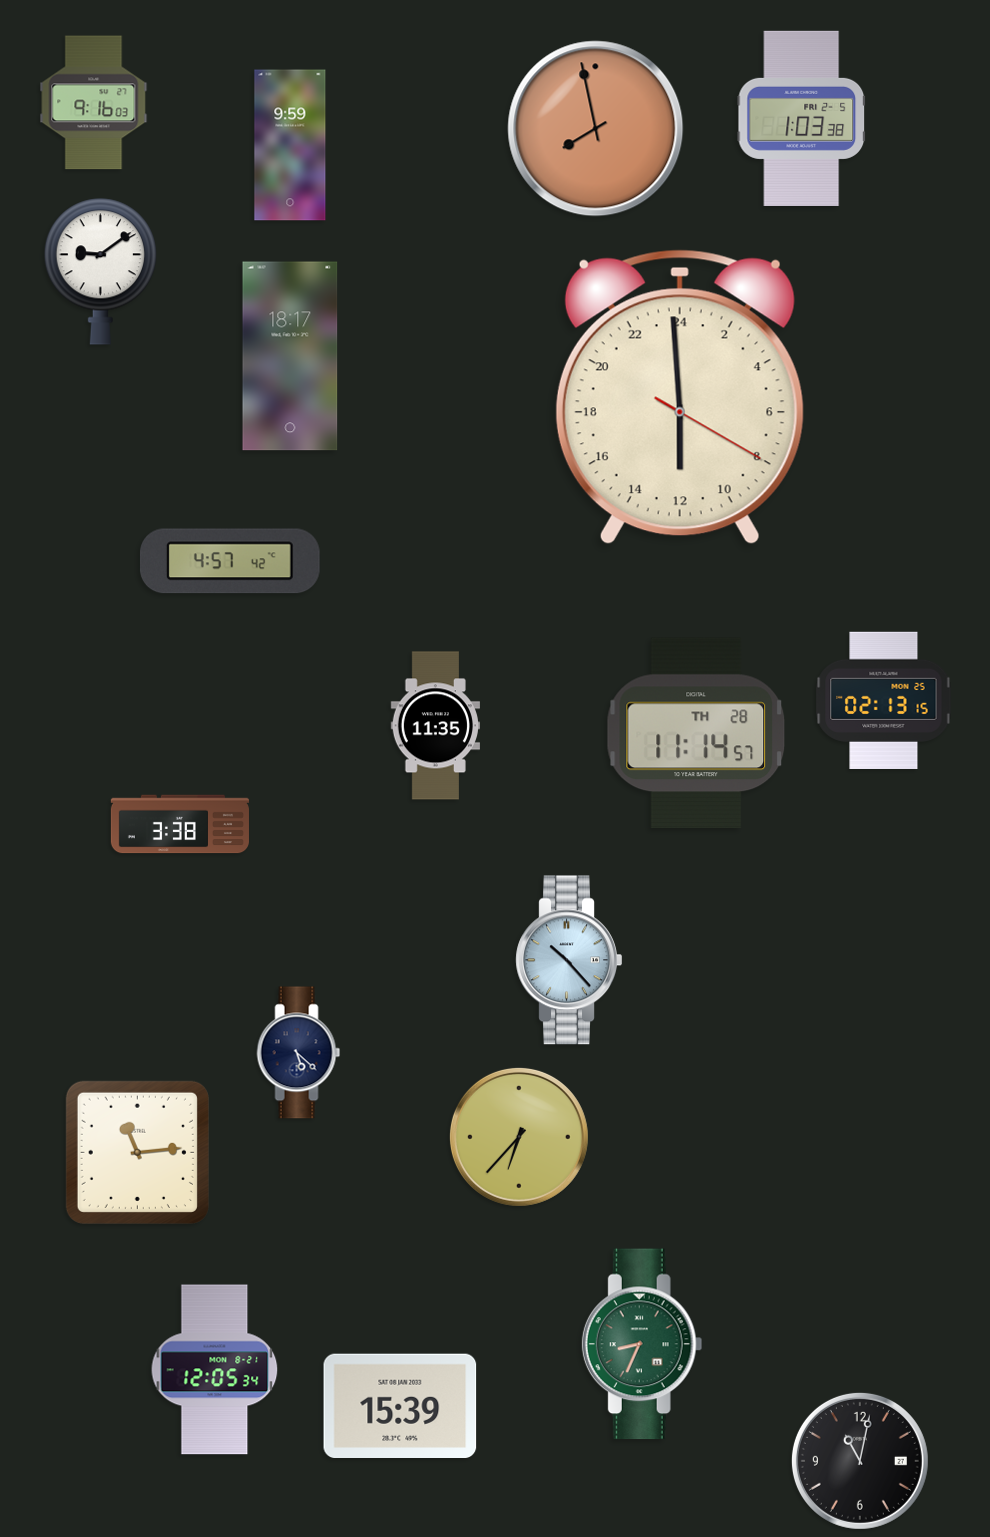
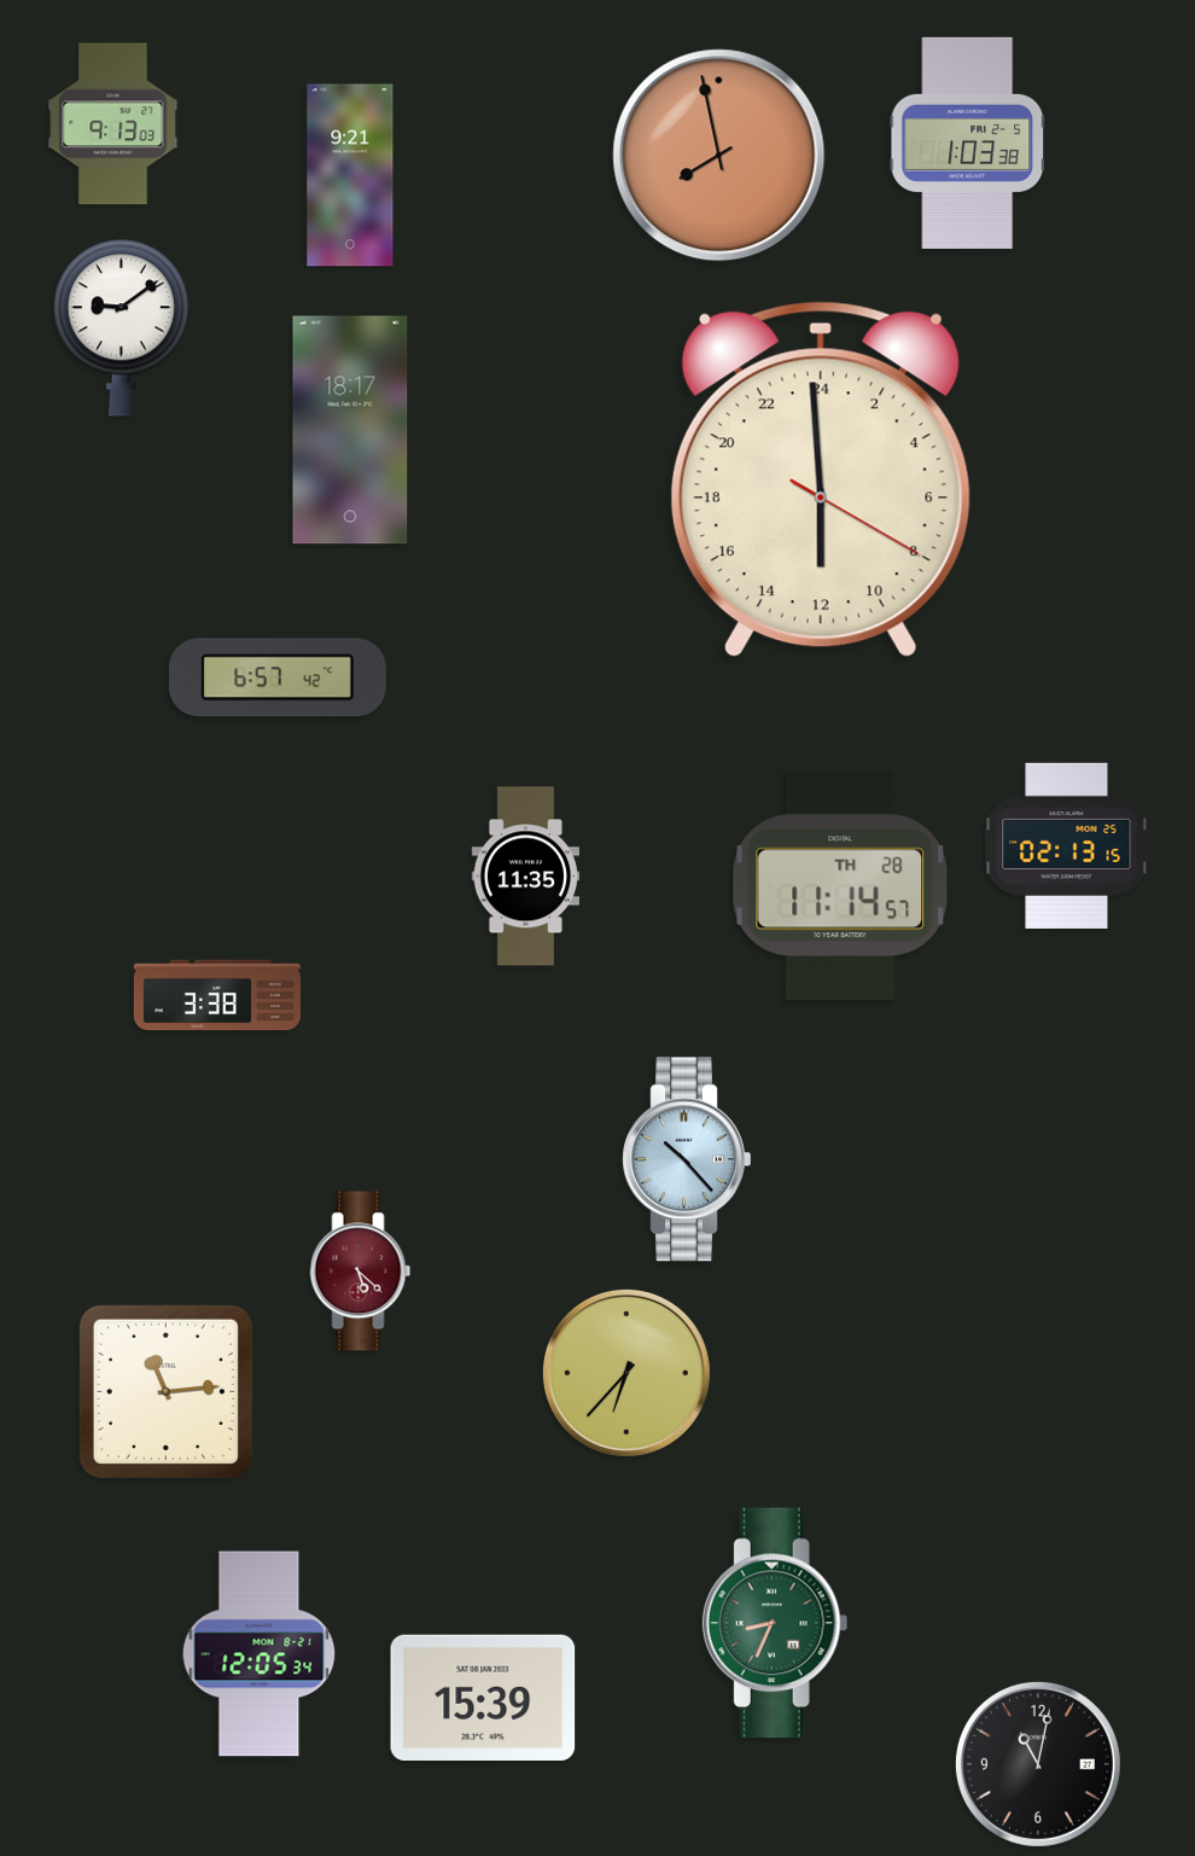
clock at (94, 103): 9:16 -> 9:13
clock at (290, 145): 9:59 -> 9:21
clock at (230, 561): 4:57 -> 6:57
clock at (299, 1053) dial: navy -> burgundy
